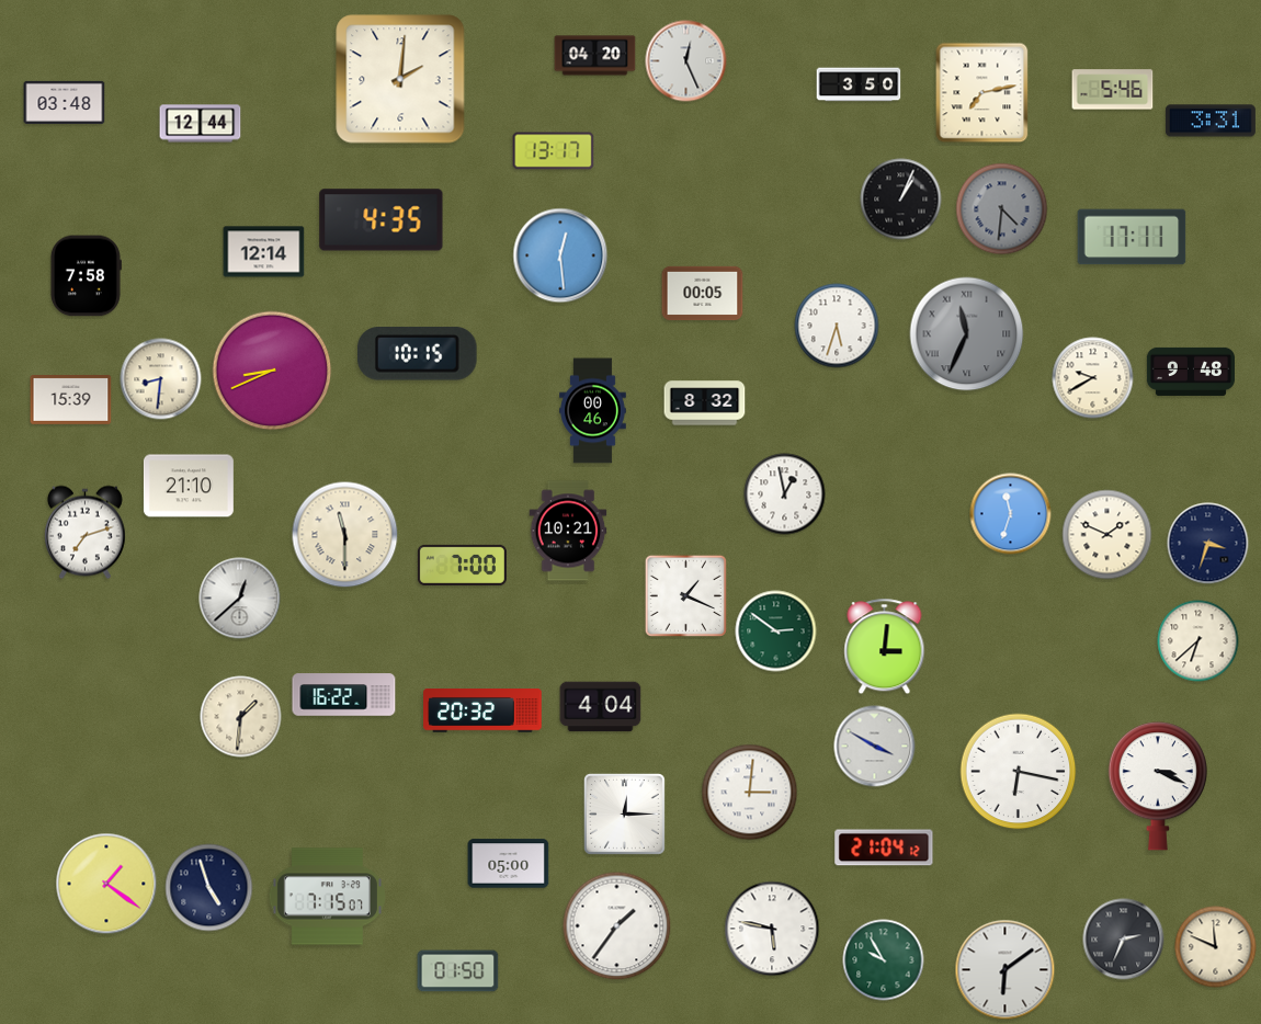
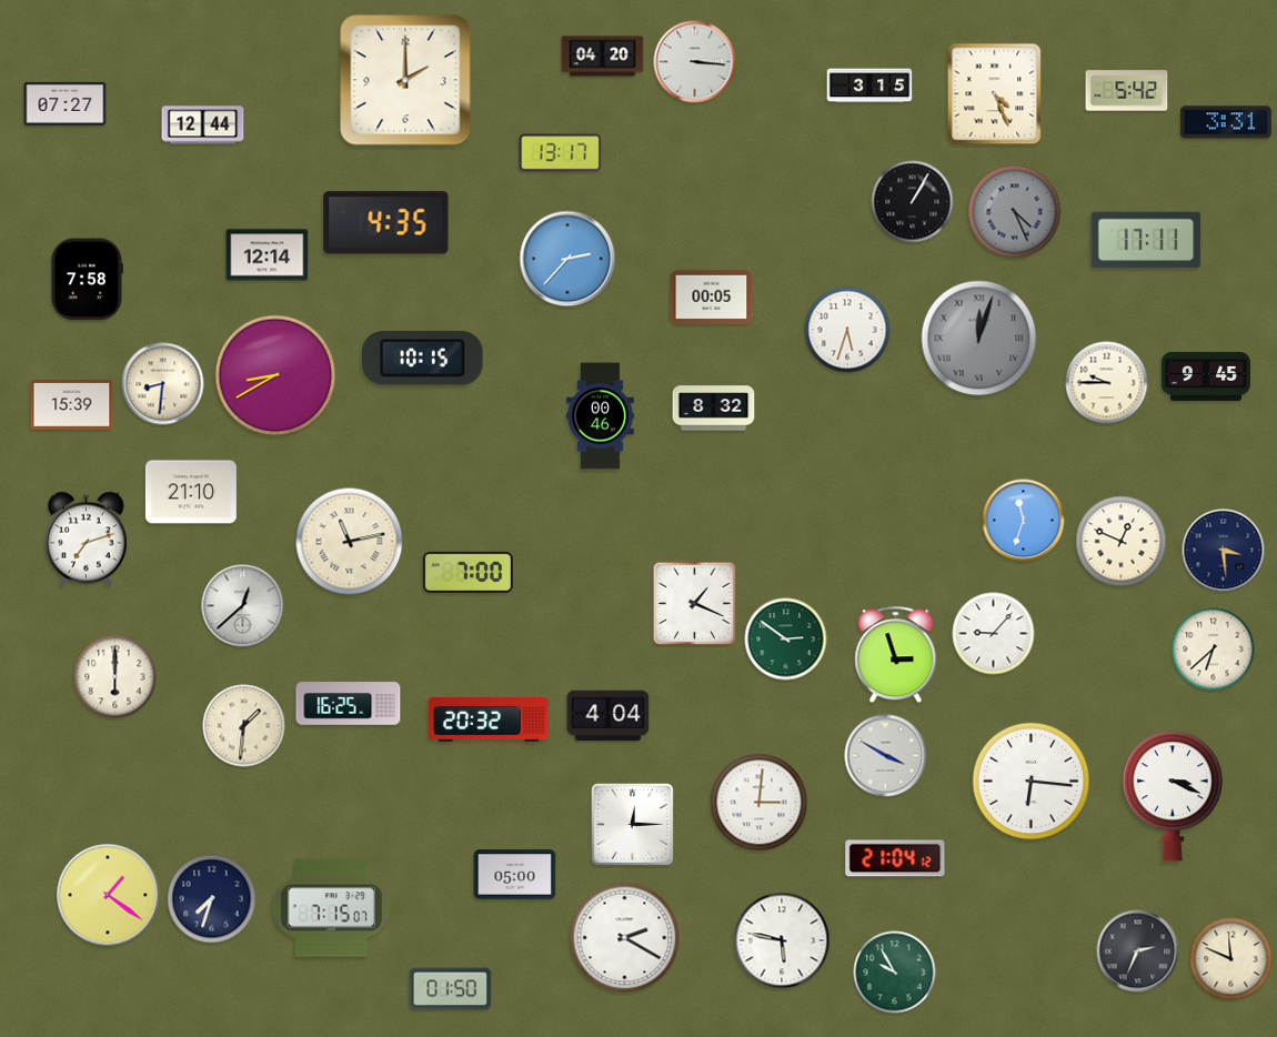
clock at (686, 61): 12:26 -> 3:16
clock at (400, 79): 2:01 -> 2:00
clock at (859, 84): 3:50 -> 3:15
clock at (1113, 90): 5:46 -> 5:42
clock at (982, 93): 7:13 -> 4:26
clock at (65, 102): 03:48 -> 07:27
clock at (901, 200): 1:04 -> 1:05
clock at (1002, 209): 4:31 -> 4:26
clock at (560, 255): 12:29 -> 2:37
clock at (967, 334): 11:34 -> 12:03
clock at (272, 371): 8:41 -> 8:40
clock at (1191, 372): 9:48 -> 9:45
clock at (1093, 378): 9:40 -> 9:45
clock at (785, 494): 12:58 -> none
clock at (568, 531): 10:21 -> none
clock at (345, 535): 11:30 -> 11:13
clock at (1107, 535): 1:49 -> 12:49
clock at (1208, 544): 3:33 -> 3:29
clock at (994, 634): none -> 9:07
clock at (885, 647): 3:01 -> 2:57
clock at (115, 677): none -> 6:00
clock at (344, 695): 16:22 -> 16:25
clock at (1019, 772): 6:17 -> 6:16
clock at (209, 888): 4:57 -> 7:33
clock at (617, 926): 1:36 -> 2:20
clock at (1006, 970): 6:09 -> none
clock at (458, 971) position: (458, 971) -> (451, 989)
